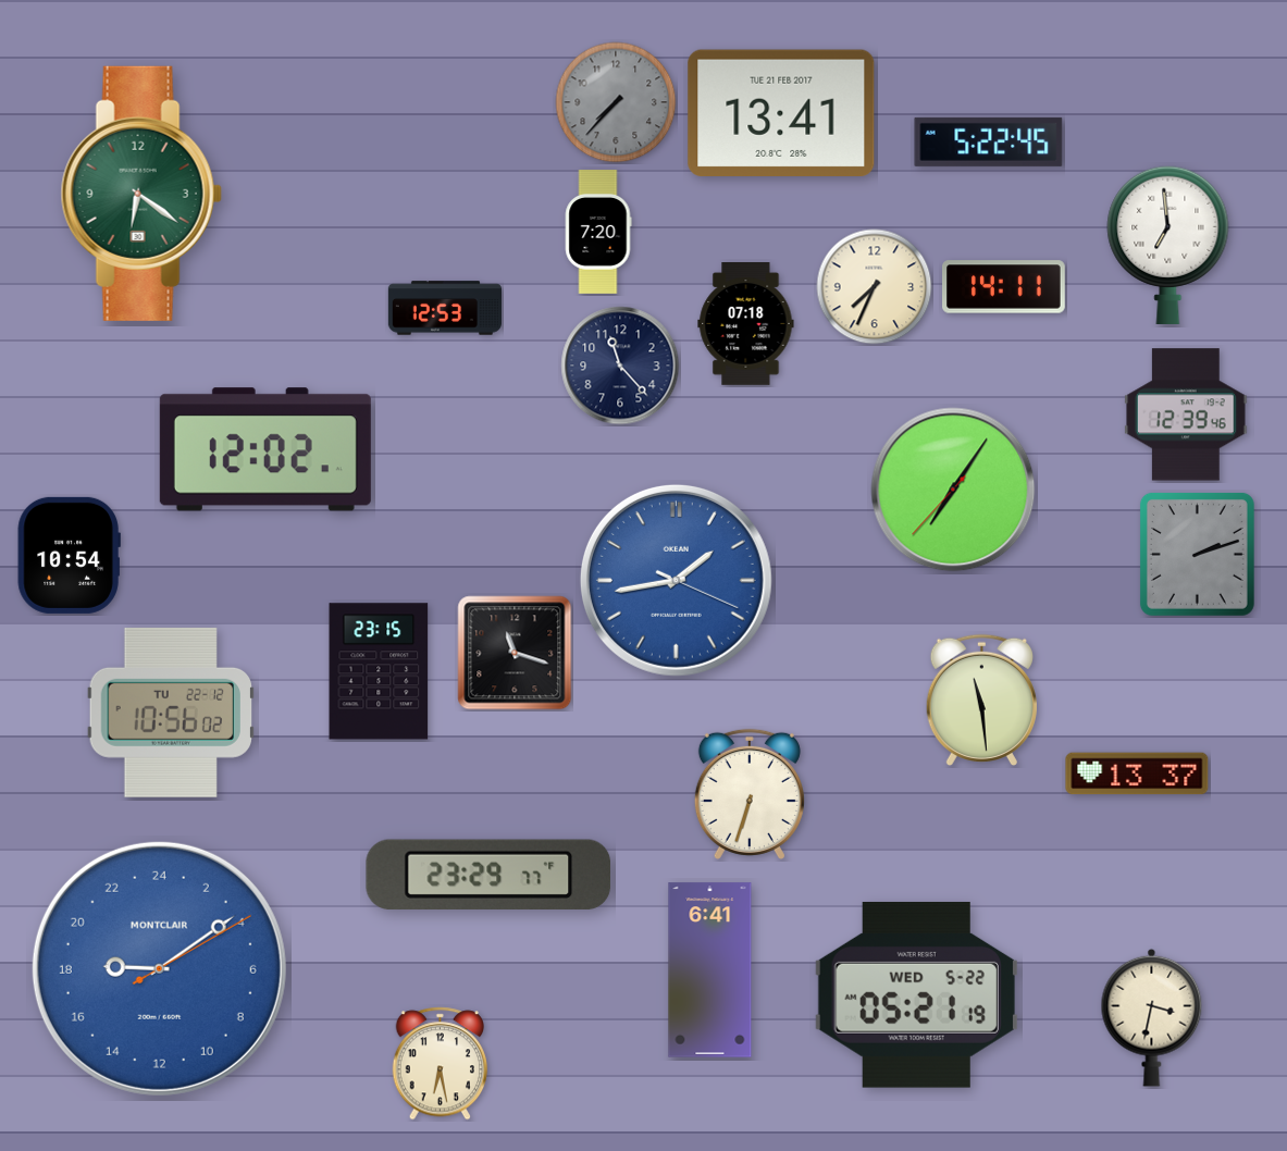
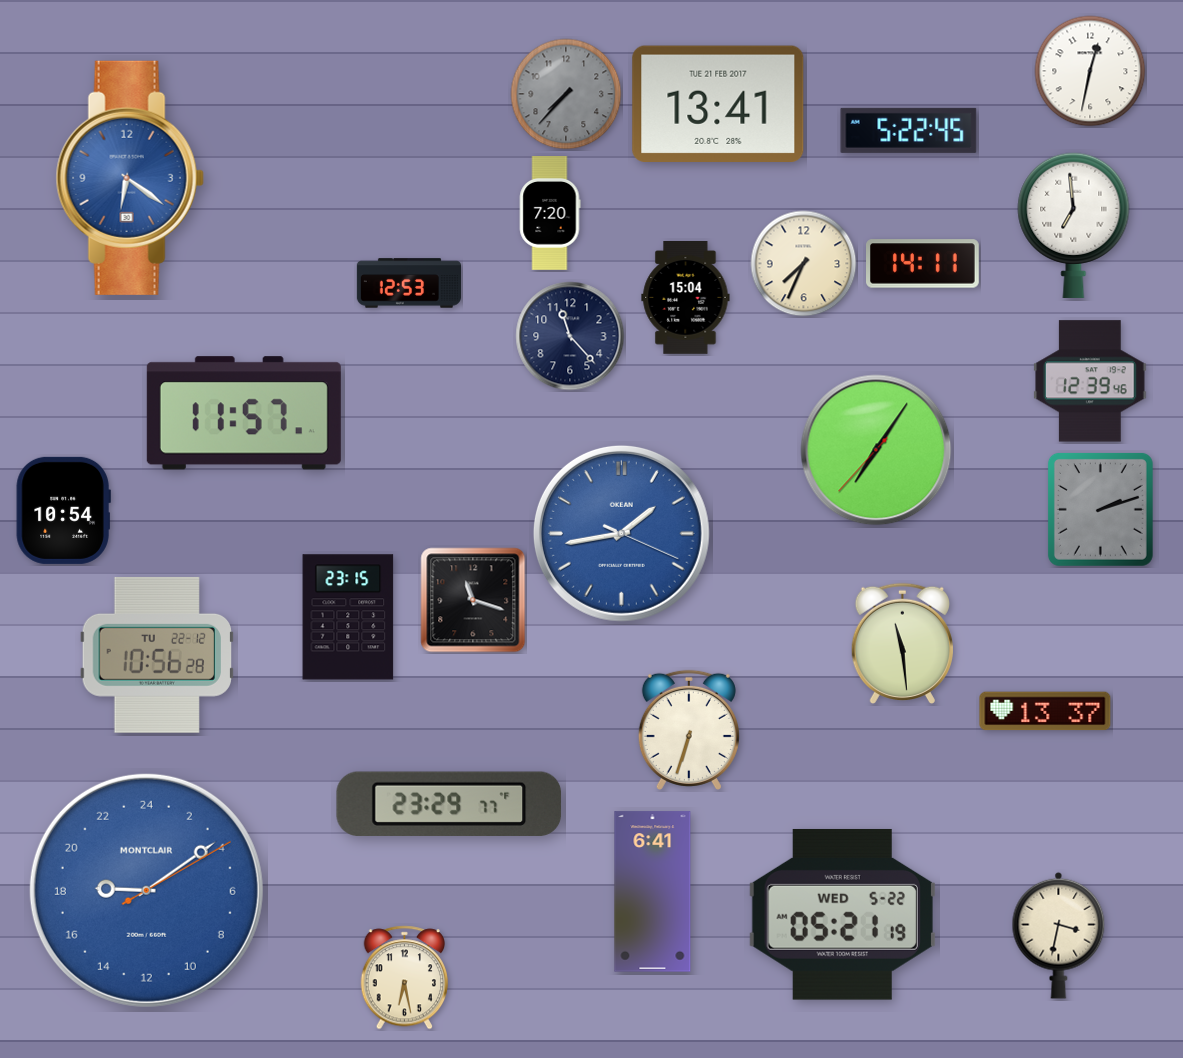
clock at (1090, 71): none -> 12:32
clock at (141, 194) dial: green -> blue
clock at (746, 324): 07:18 -> 15:04
clock at (265, 449): 12:02 -> 11:57
clock at (171, 713): 10:56:02 -> 10:56:28
